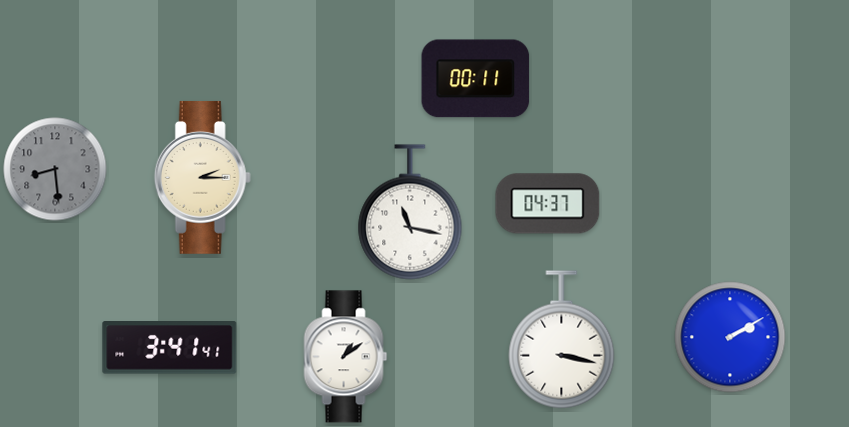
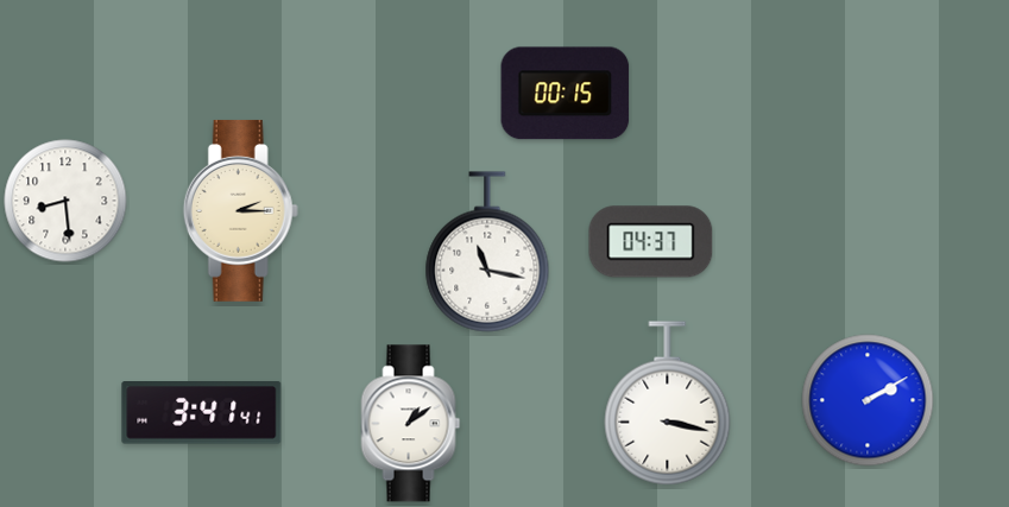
clock at (476, 79): 00:11 -> 00:15
clock at (55, 169) dial: grey -> white
